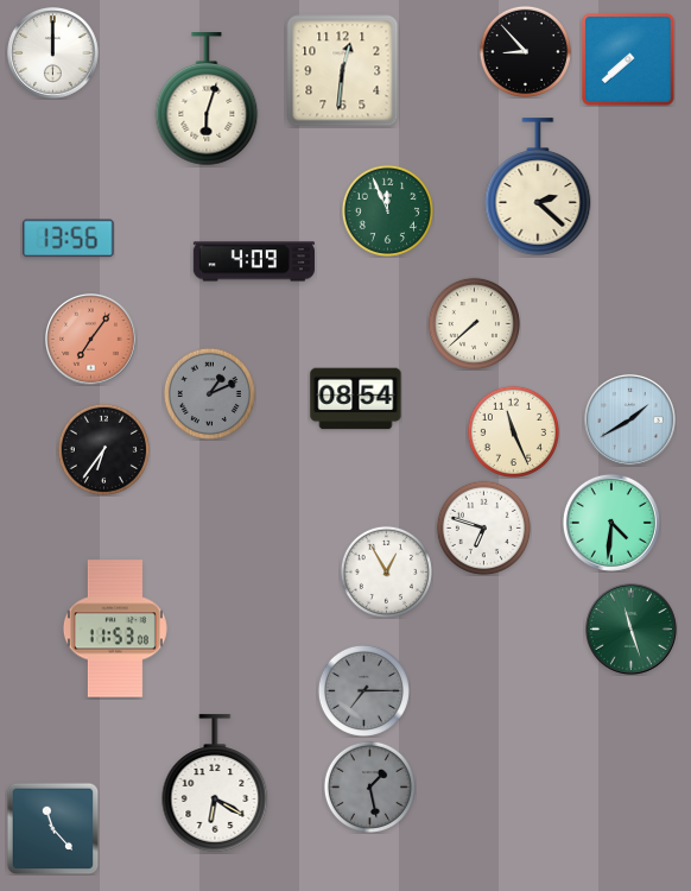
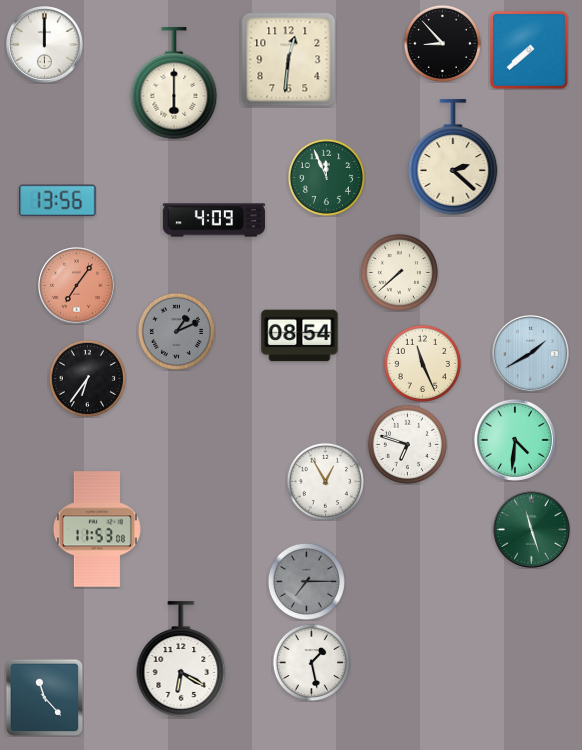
clock at (207, 100): 6:03 -> 6:00
clock at (513, 431) position: (513, 431) -> (422, 363)
clock at (369, 786) dial: grey -> white
